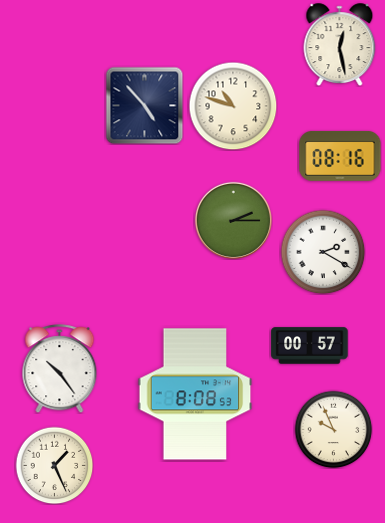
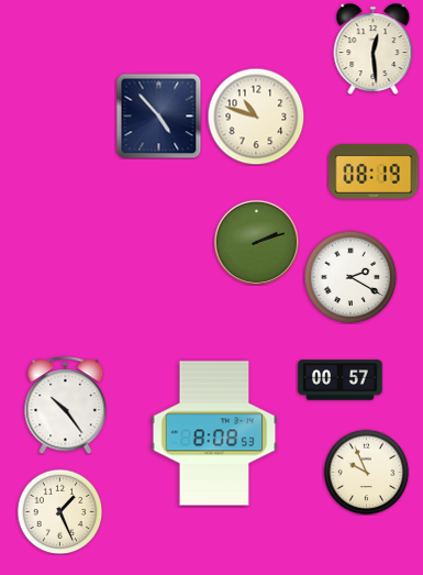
clock at (340, 45): 12:28 -> 12:29
clock at (340, 156): 08:16 -> 08:19
clock at (233, 220): 2:15 -> 2:12
clock at (323, 252) position: (323, 252) -> (350, 277)
